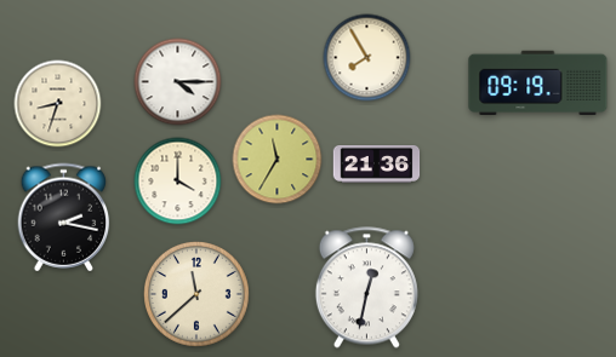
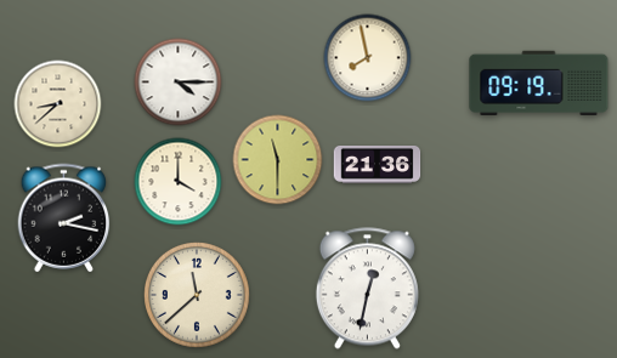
clock at (367, 58): 7:55 -> 7:58
clock at (58, 104): 8:33 -> 8:38
clock at (278, 160): 11:35 -> 11:30
